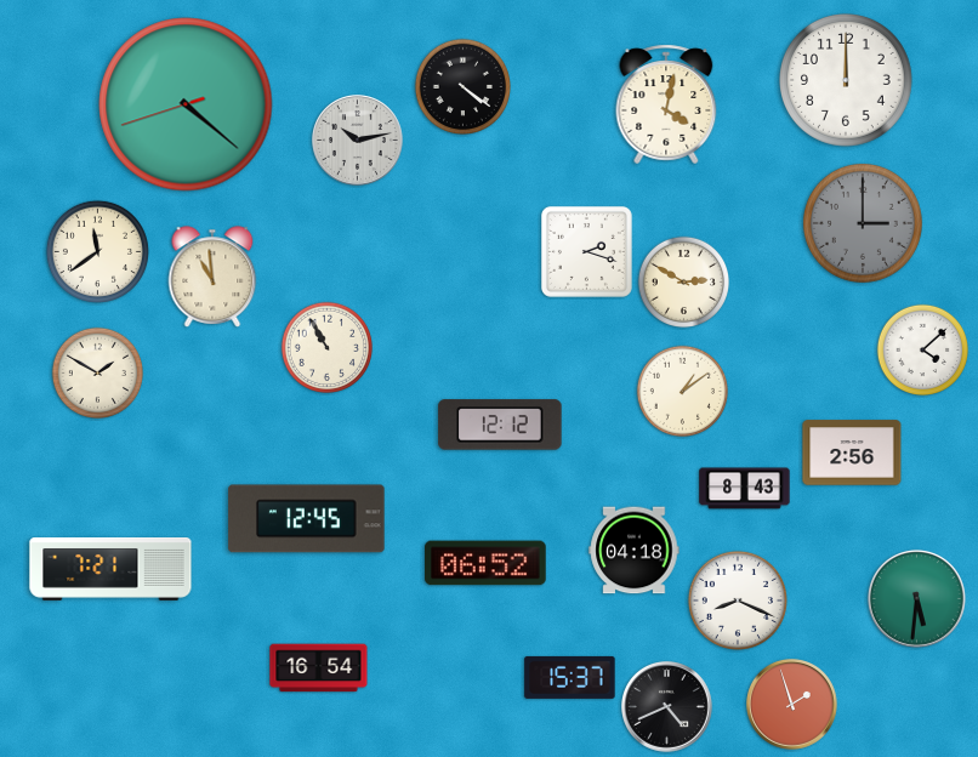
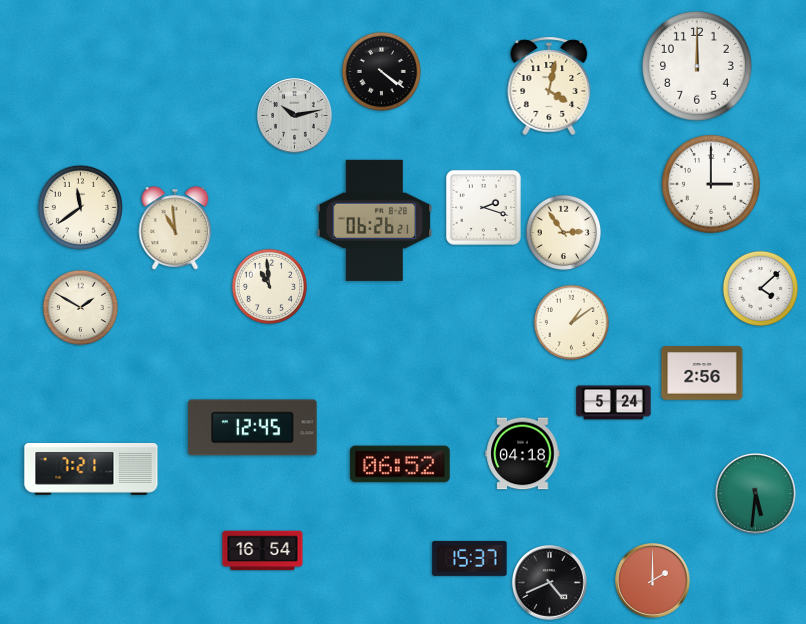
clock at (186, 104): 4:21 -> none
clock at (863, 223) dial: grey -> white
clock at (375, 220): none -> 06:26
clock at (683, 281): 2:50 -> 2:54
clock at (326, 347): 10:55 -> 10:59
clock at (682, 391) position: (682, 391) -> (571, 322)
clock at (500, 425): 12:12 -> none
clock at (745, 489): 8:43 -> 5:24
clock at (738, 601): 8:19 -> none
clock at (792, 705): 1:57 -> 2:00
